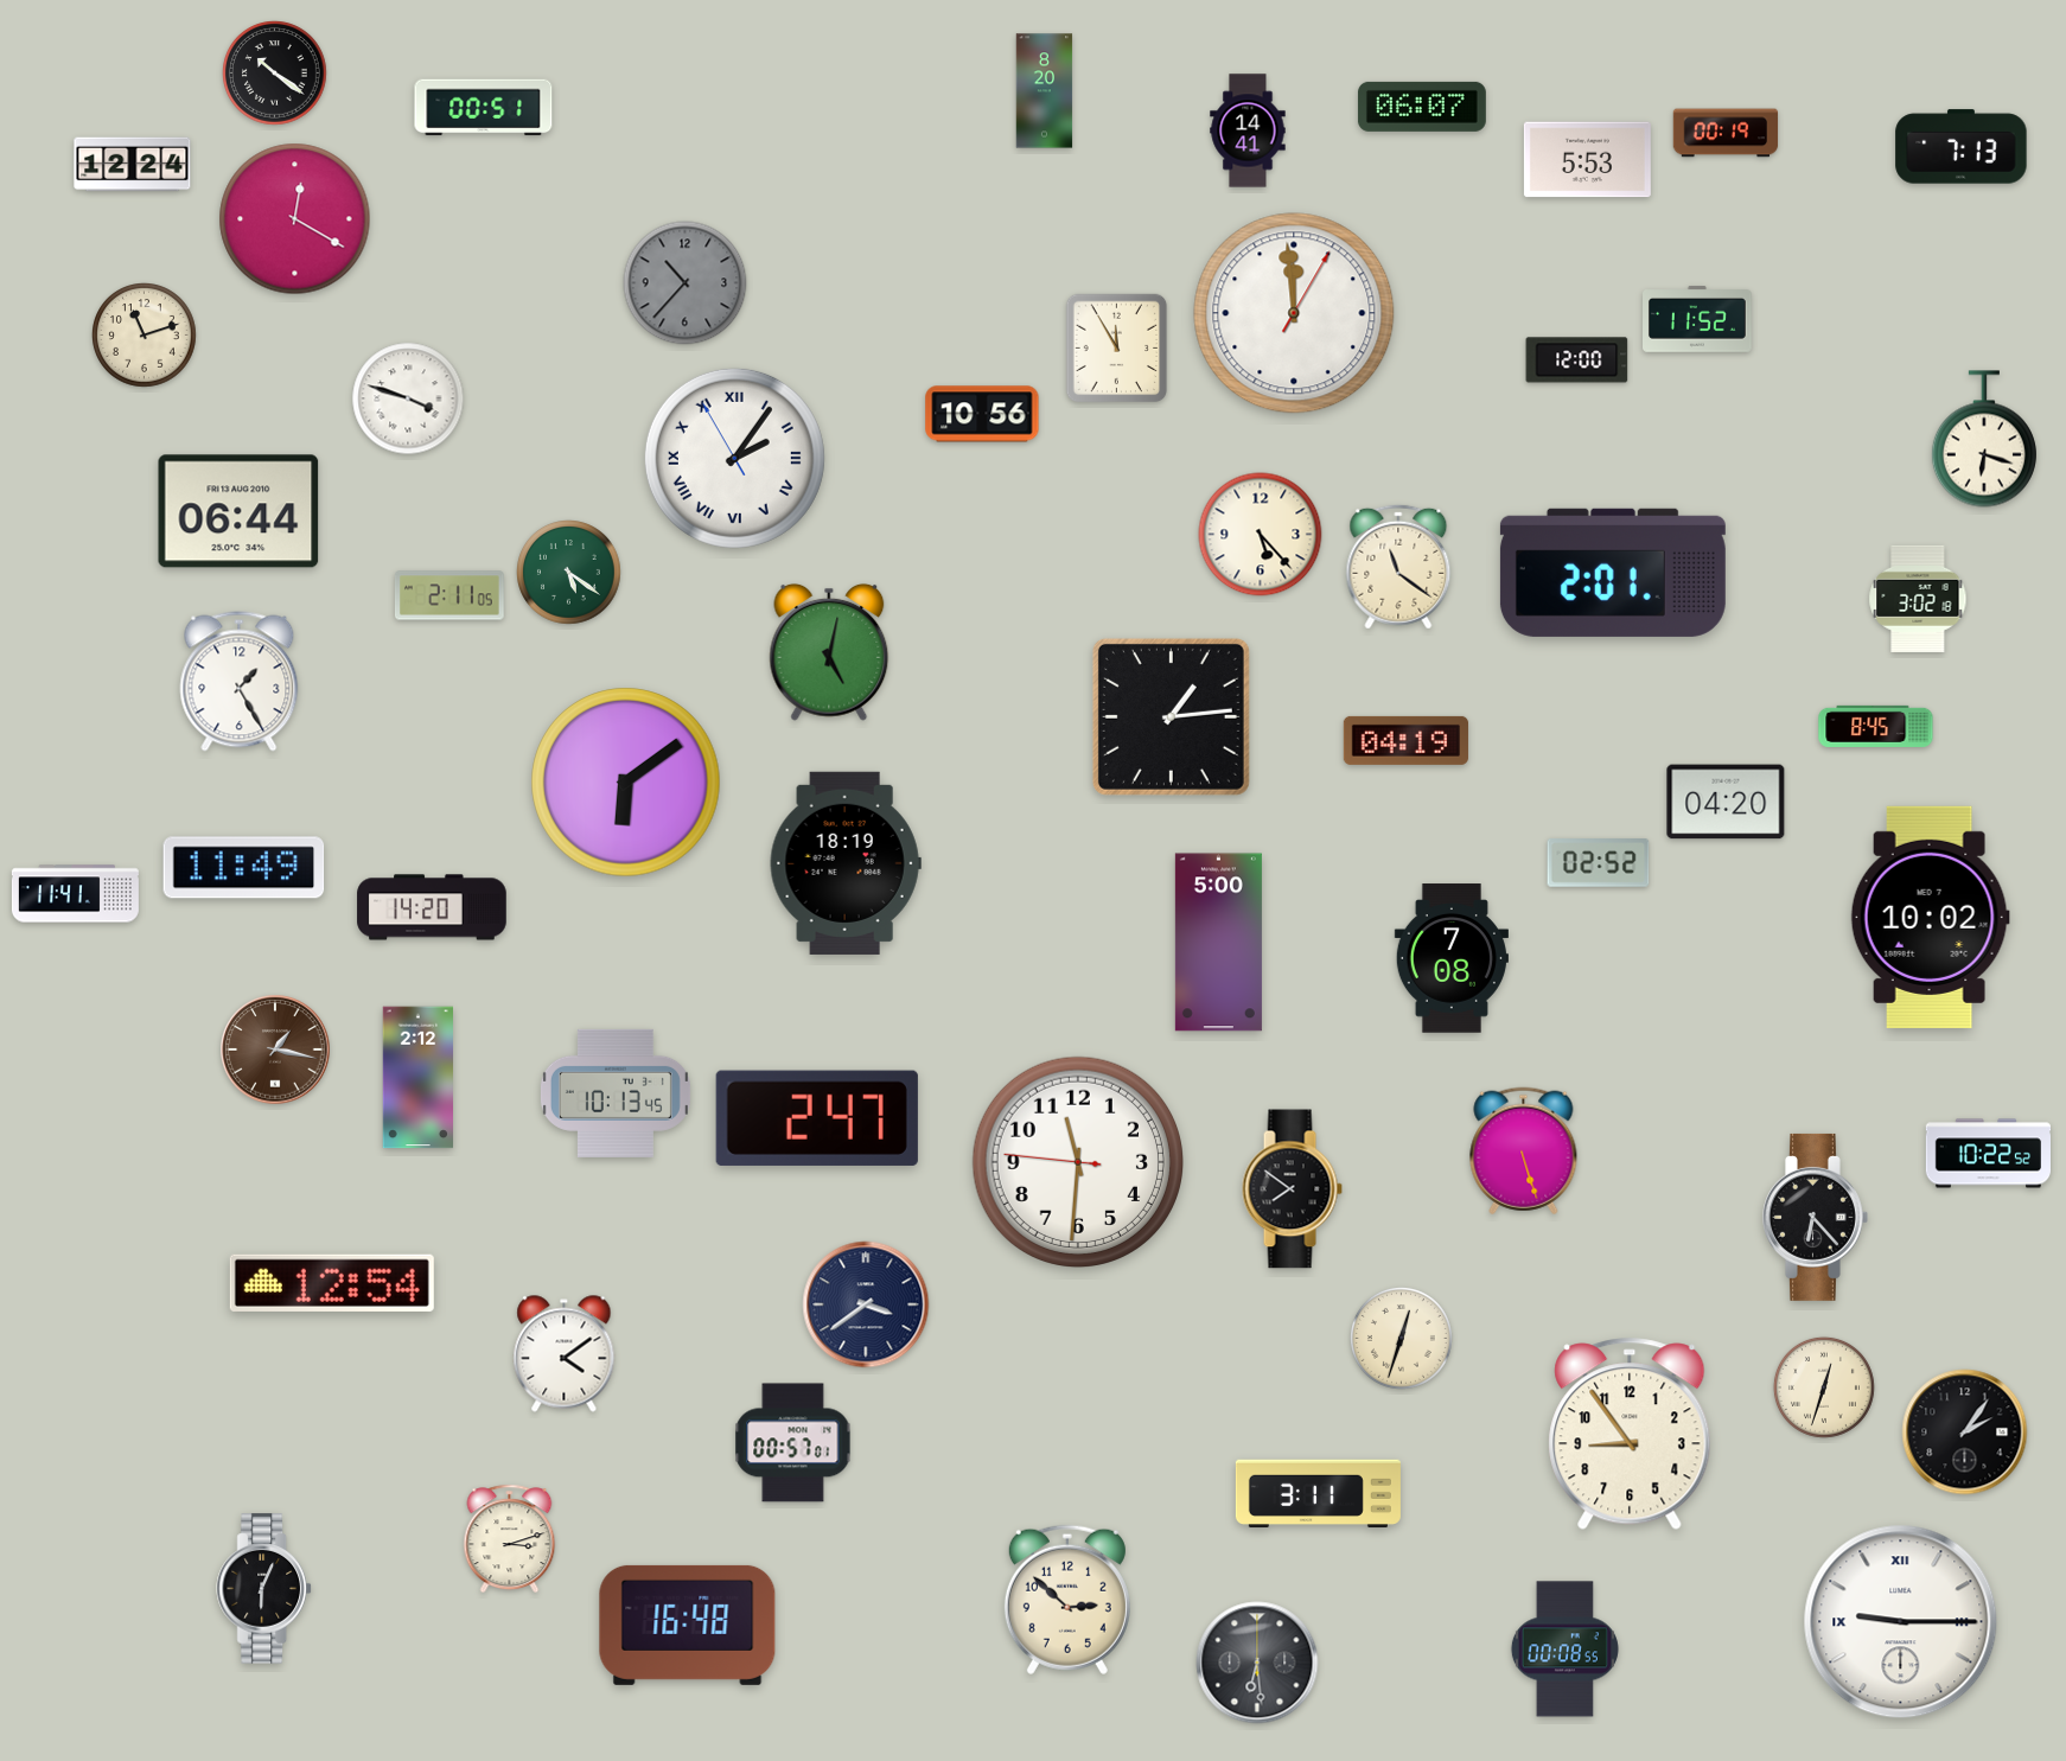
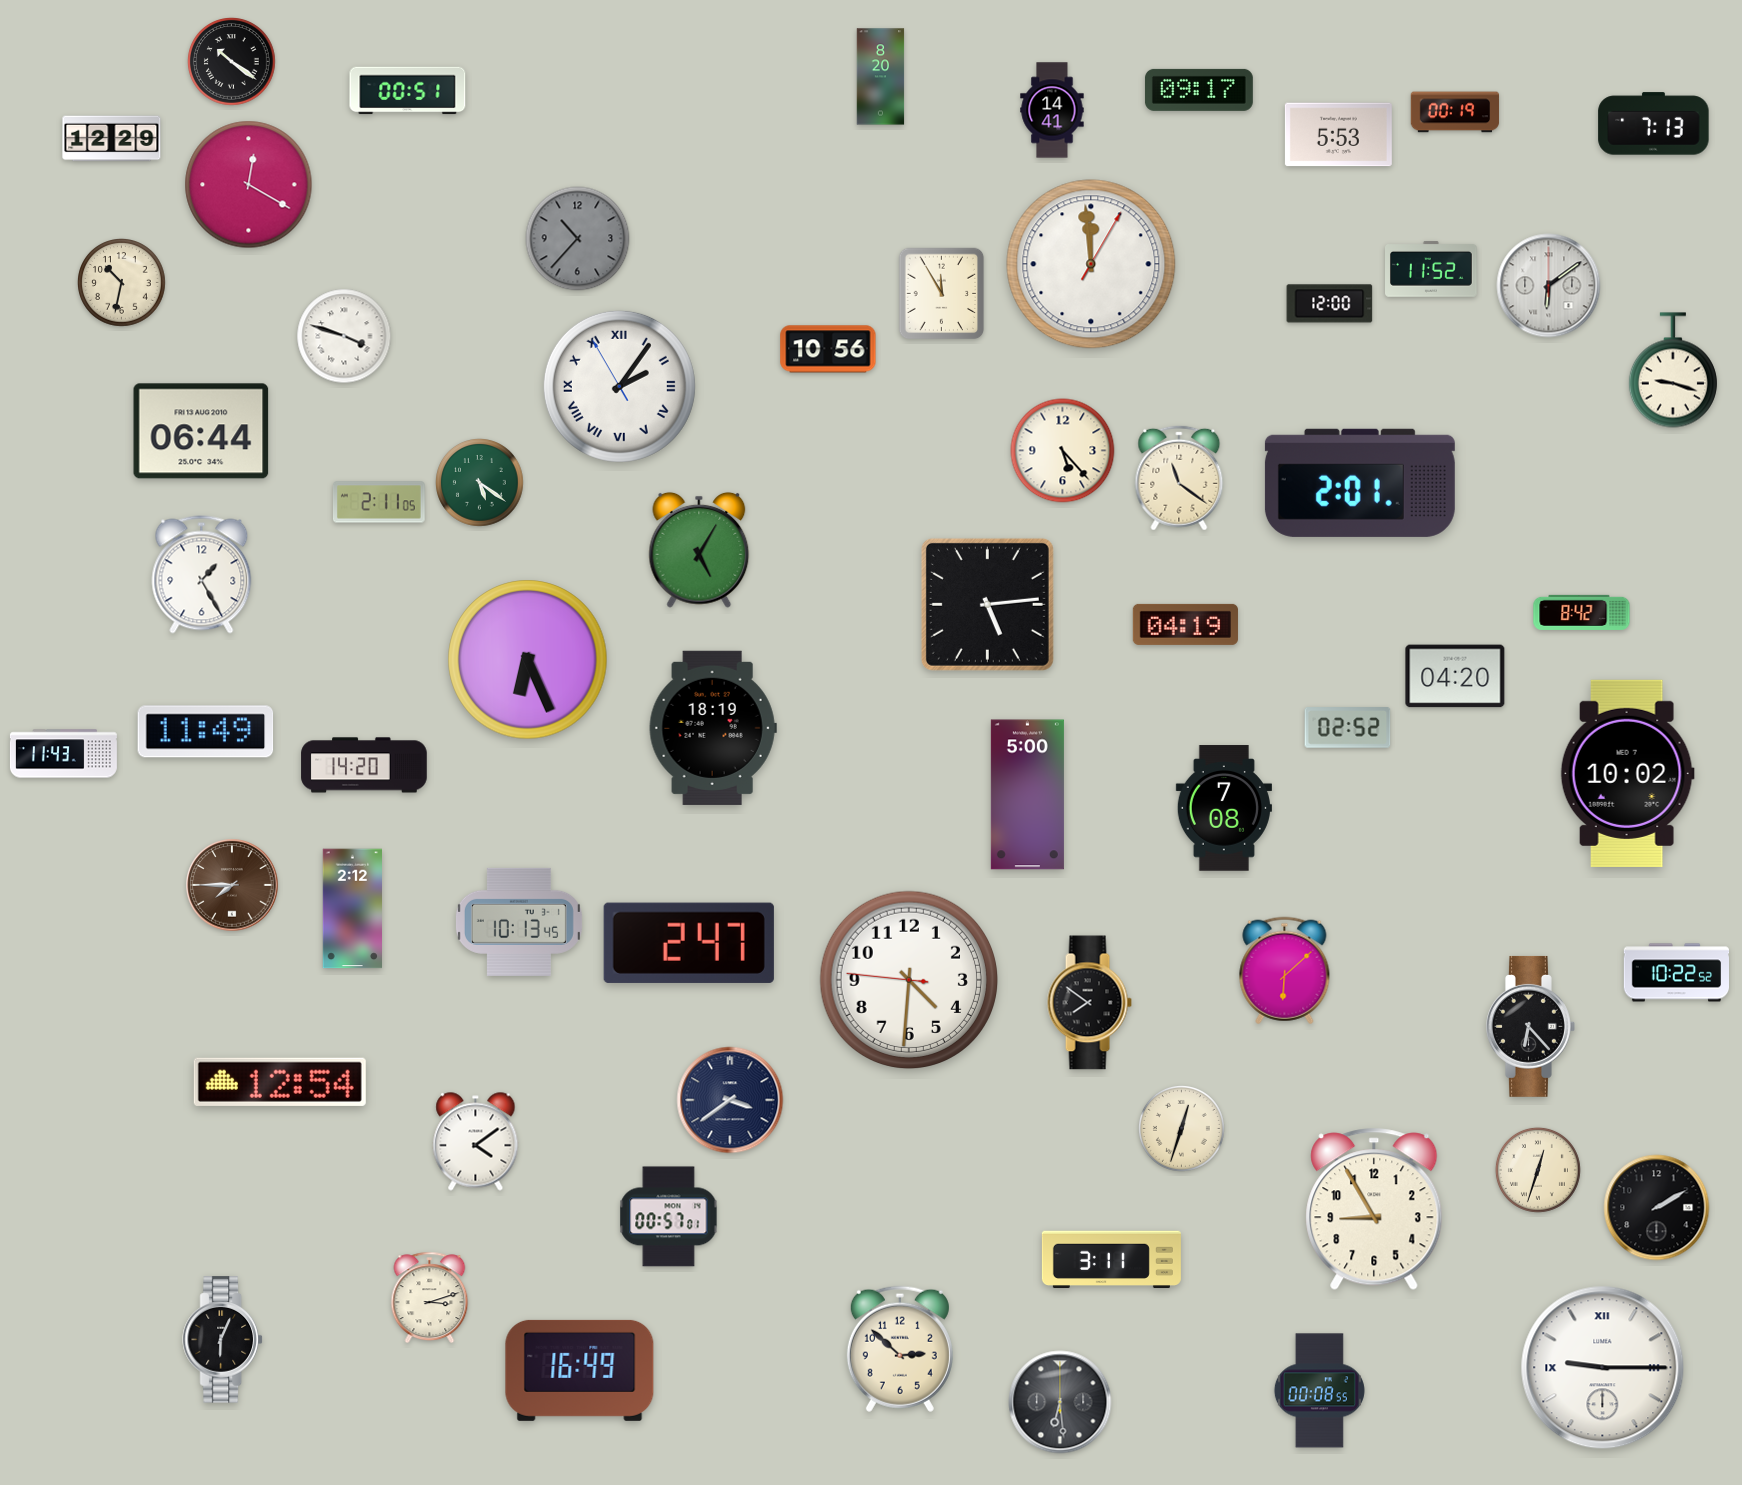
clock at (1422, 107): 06:07 -> 09:17
clock at (133, 165): 12:24 -> 12:29
clock at (145, 336): 11:12 -> 10:32
clock at (1549, 286): none -> 6:09
clock at (1984, 439): 6:18 -> 9:18
clock at (1918, 599): 3:02 -> none
clock at (829, 652): 5:02 -> 5:05
clock at (1171, 716): 1:14 -> 5:14
clock at (1876, 726): 8:45 -> 8:42
clock at (626, 783): 6:09 -> 6:26
clock at (75, 894): 11:41 -> 11:43
clock at (275, 1049): 1:17 -> 7:45
clock at (1524, 1151): 5:27 -> 6:08
clock at (1077, 1161): 11:30 -> 4:30
clock at (1965, 1433): 2:06 -> 2:10
clock at (1630, 1434): 8:54 -> 8:55
clock at (688, 1625): 16:48 -> 16:49
